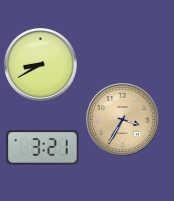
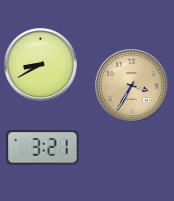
clock at (123, 120) position: (123, 120) -> (132, 86)
